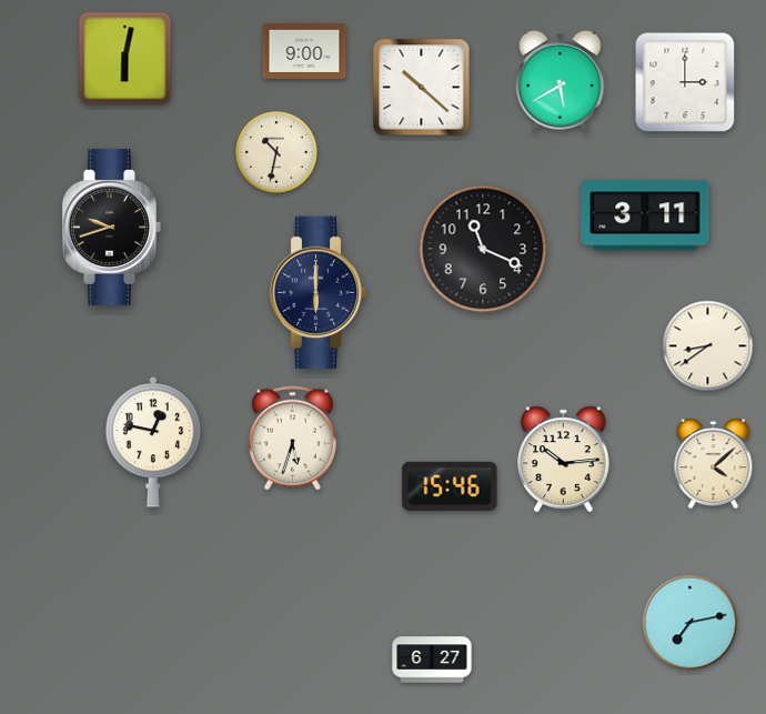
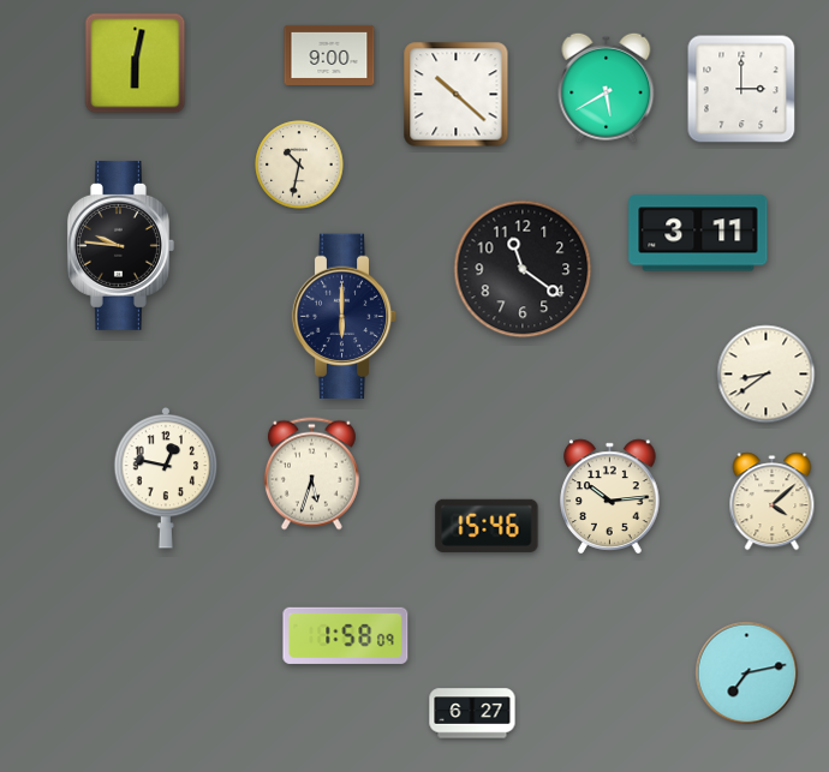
clock at (111, 227): 9:42 -> 9:46
clock at (483, 249): 11:19 -> 11:21
clock at (292, 439) position: (292, 439) -> (311, 474)
clock at (346, 635): none -> 1:58
clock at (432, 660) position: (432, 660) -> (472, 713)
